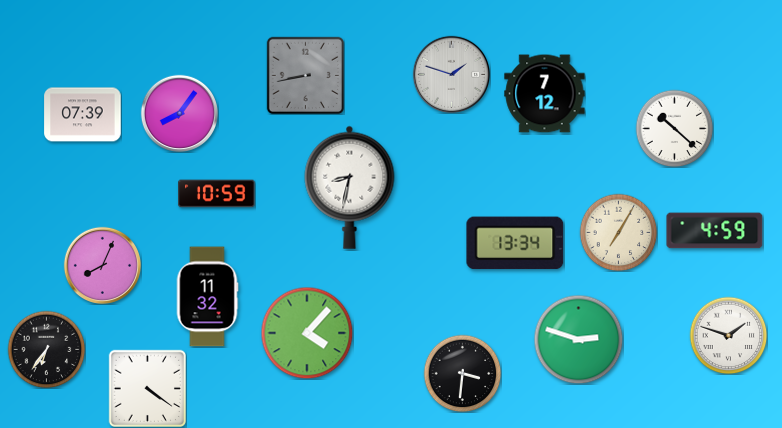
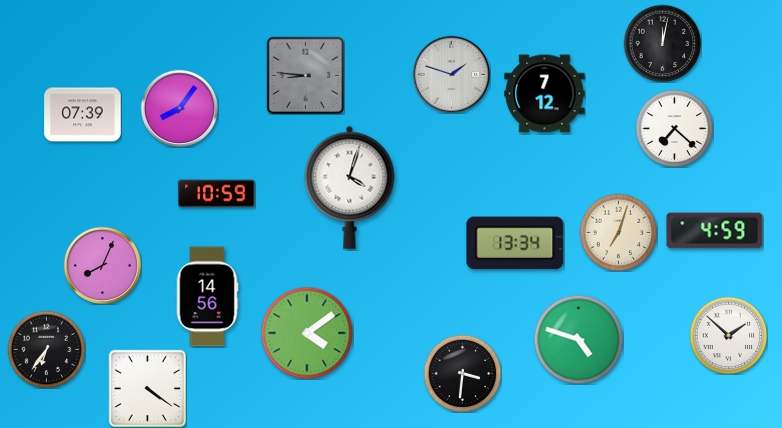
clock at (662, 43): none -> 12:02
clock at (305, 75): 8:43 -> 8:46
clock at (179, 113) position: (179, 113) -> (179, 108)
clock at (674, 128): 10:22 -> 7:22
clock at (350, 187): 8:32 -> 4:03
clock at (618, 232): 7:05 -> 7:03
clock at (207, 297): 11:32 -> 14:56
clock at (307, 333): 4:07 -> 4:09
clock at (728, 335): 1:48 -> 1:52
clock at (578, 339): 2:48 -> 4:48
